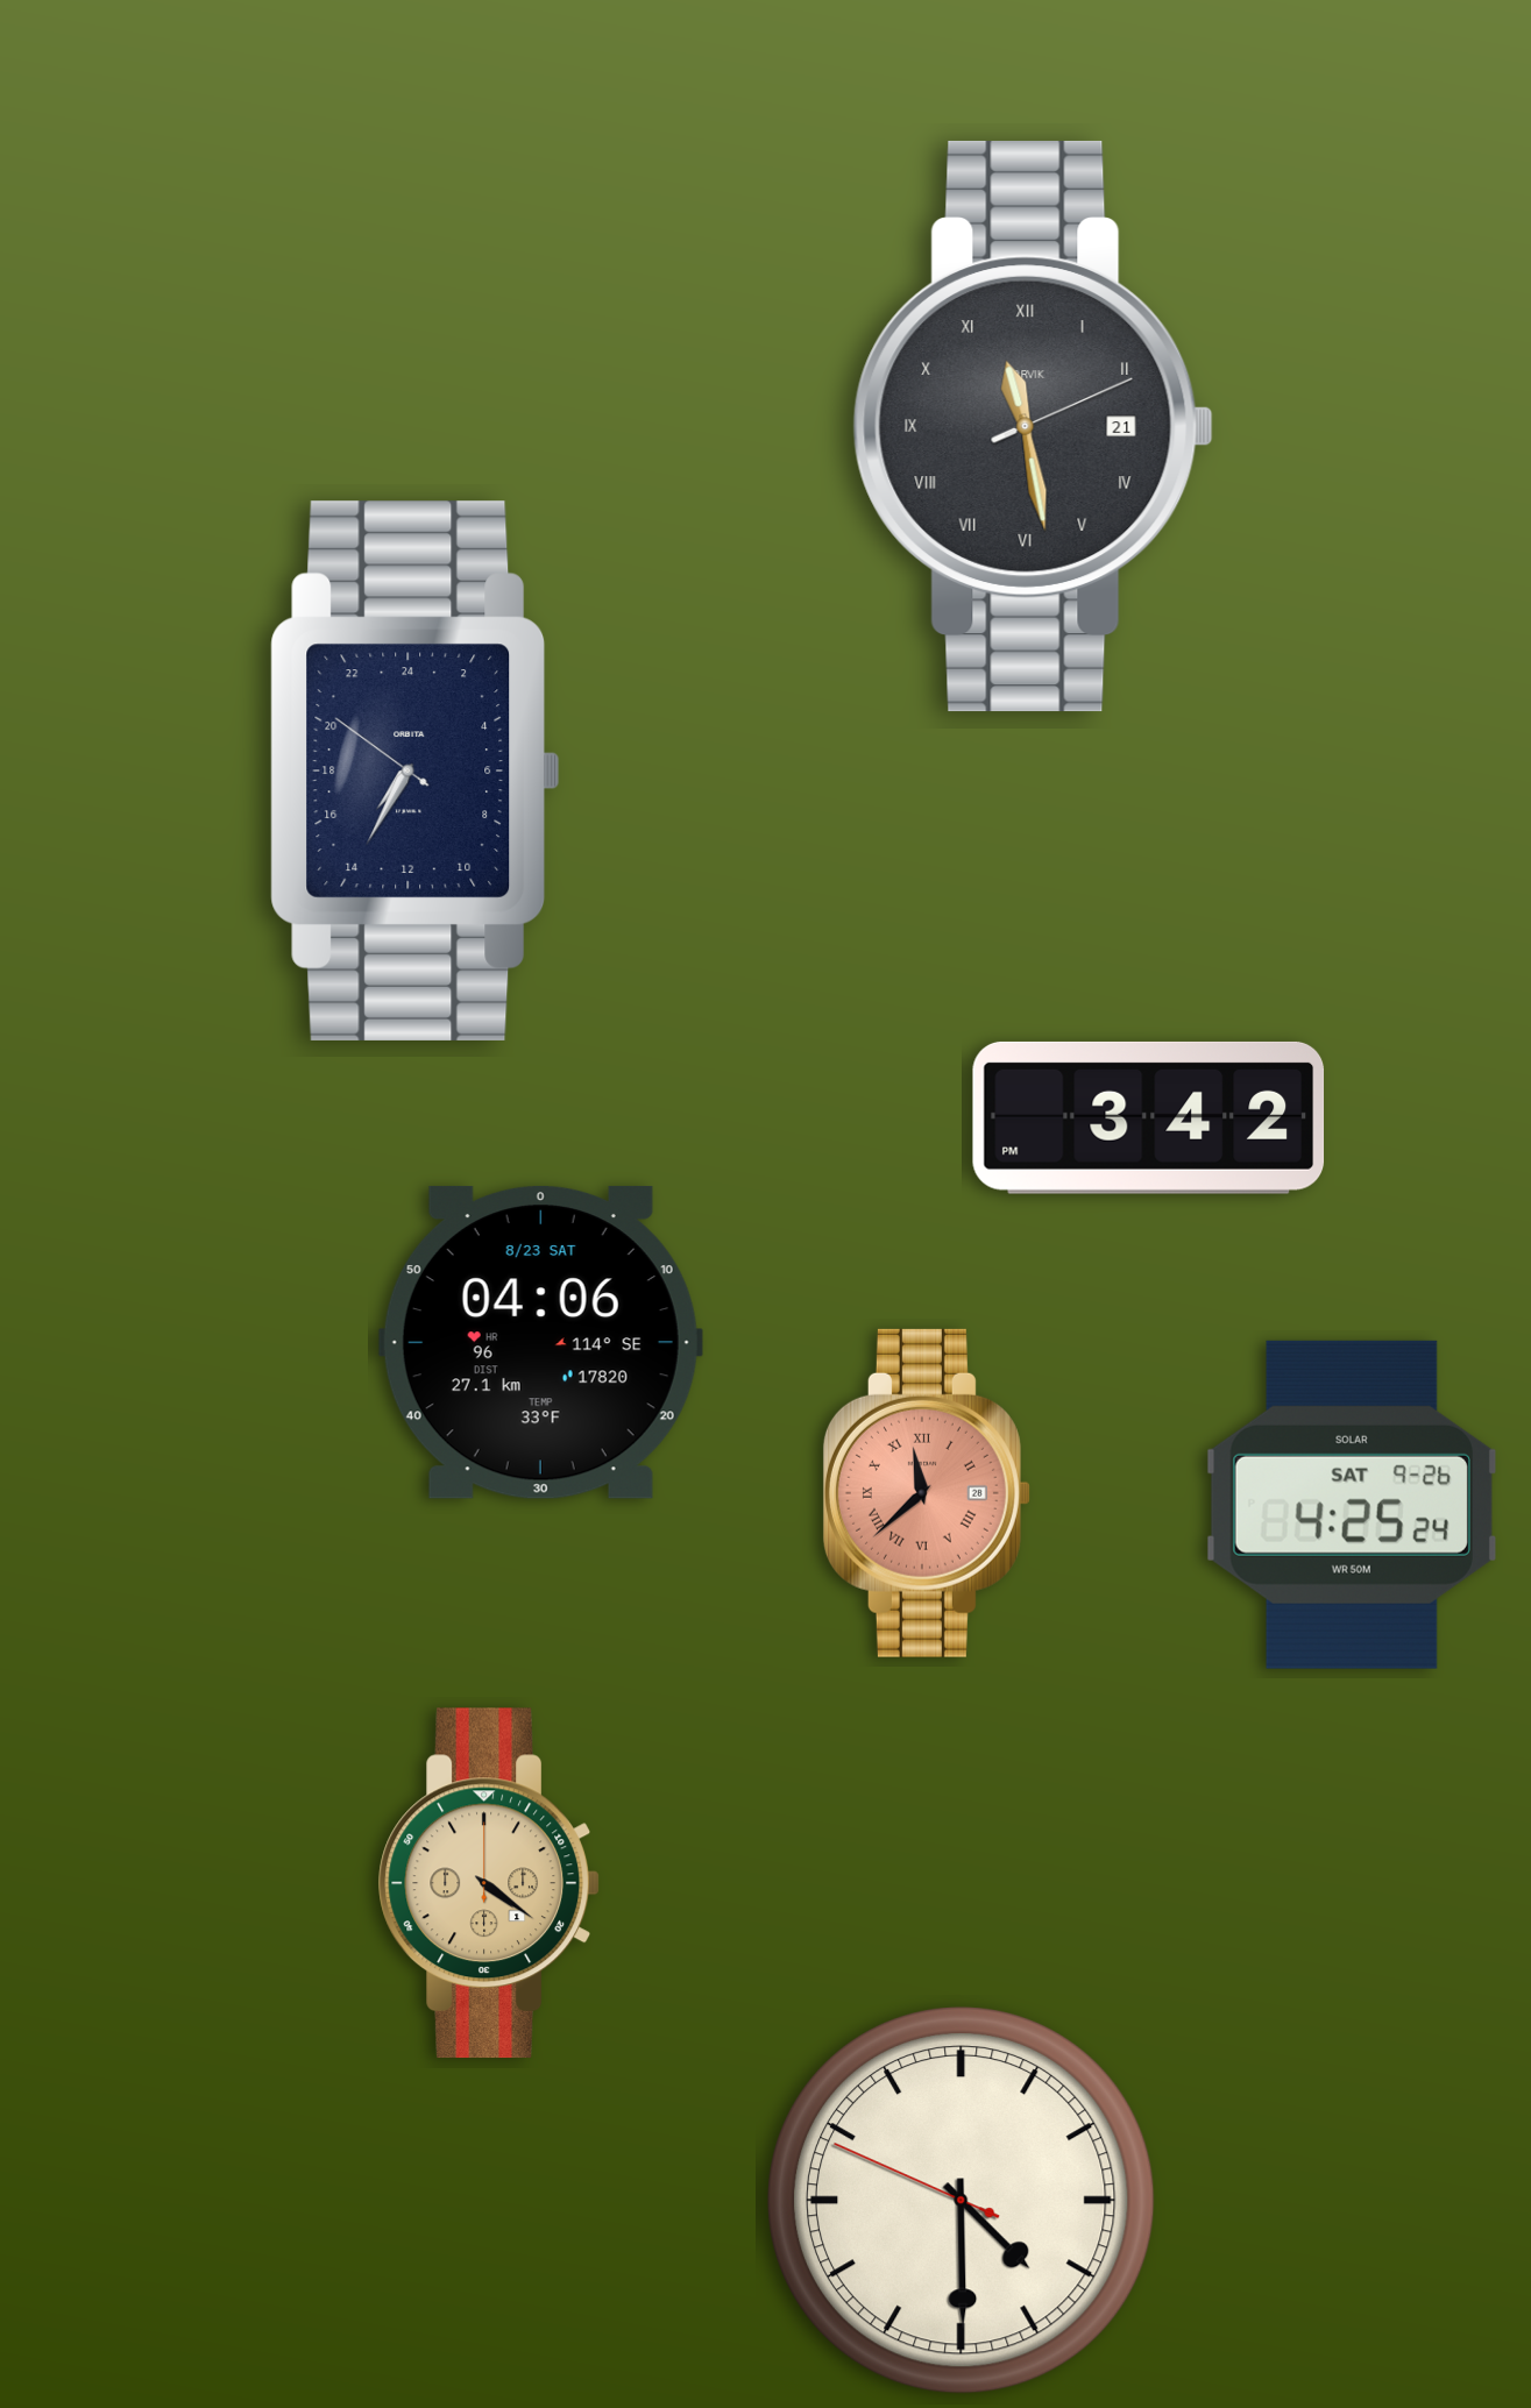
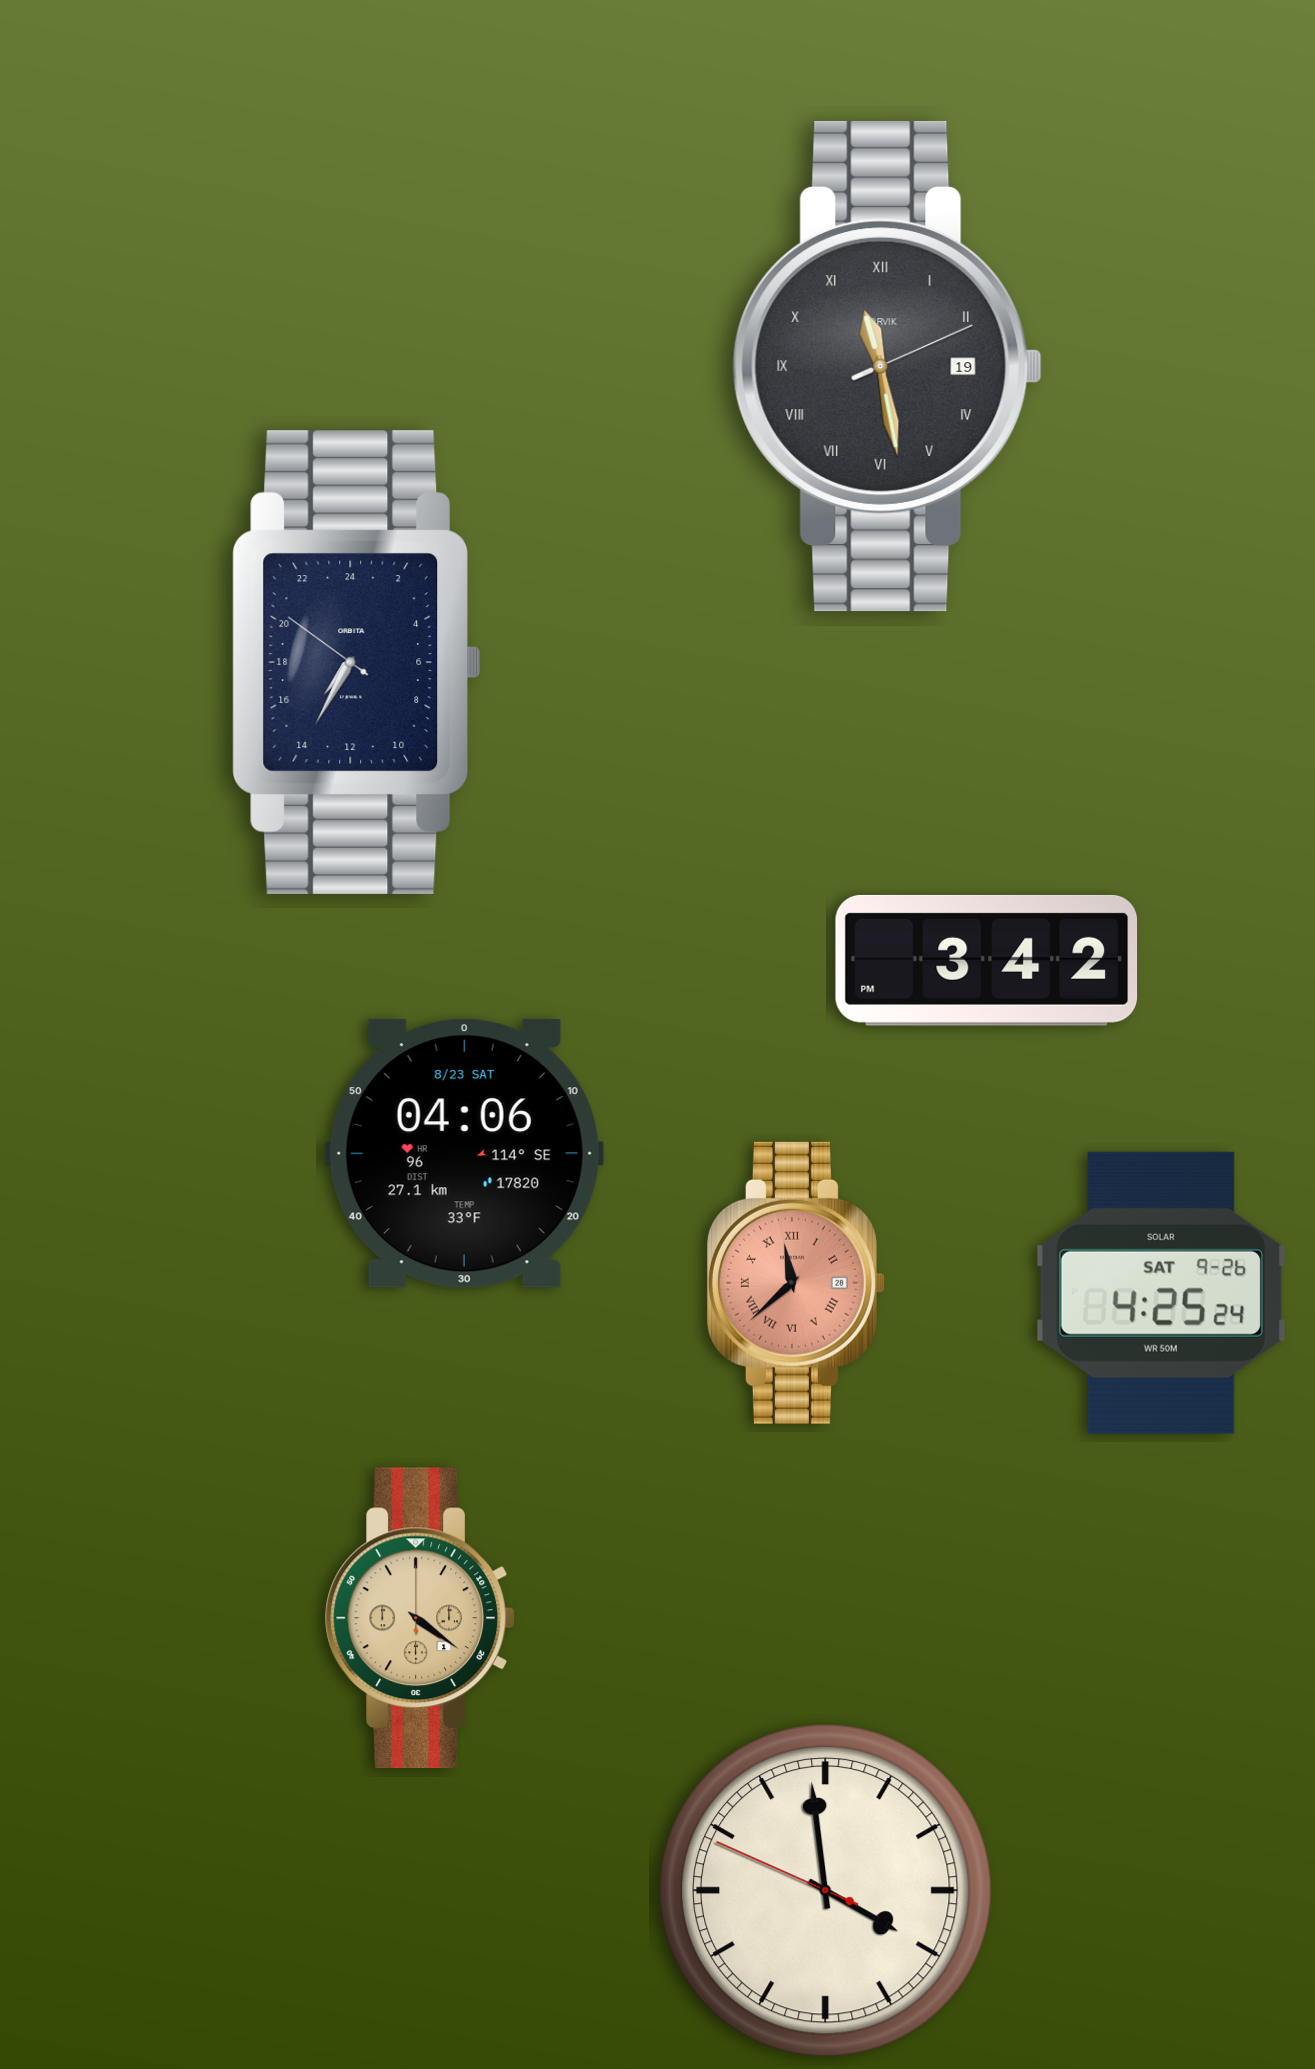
clock at (1033, 426) date: 21 -> 19
clock at (961, 2200): 4:29 -> 3:58
